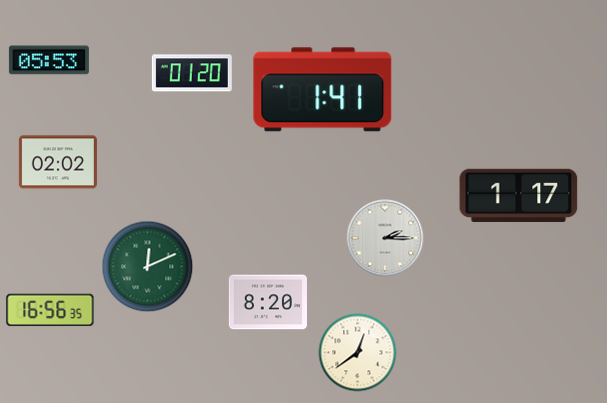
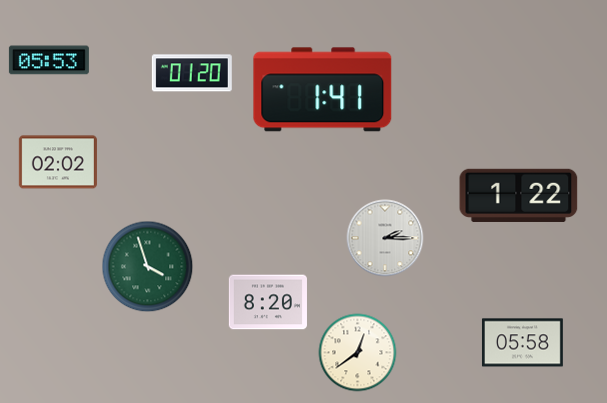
clock at (519, 195): 1:17 -> 1:22
clock at (148, 267): 12:11 -> 3:57
clock at (50, 310): 16:56 -> none
clock at (522, 343): none -> 05:58
